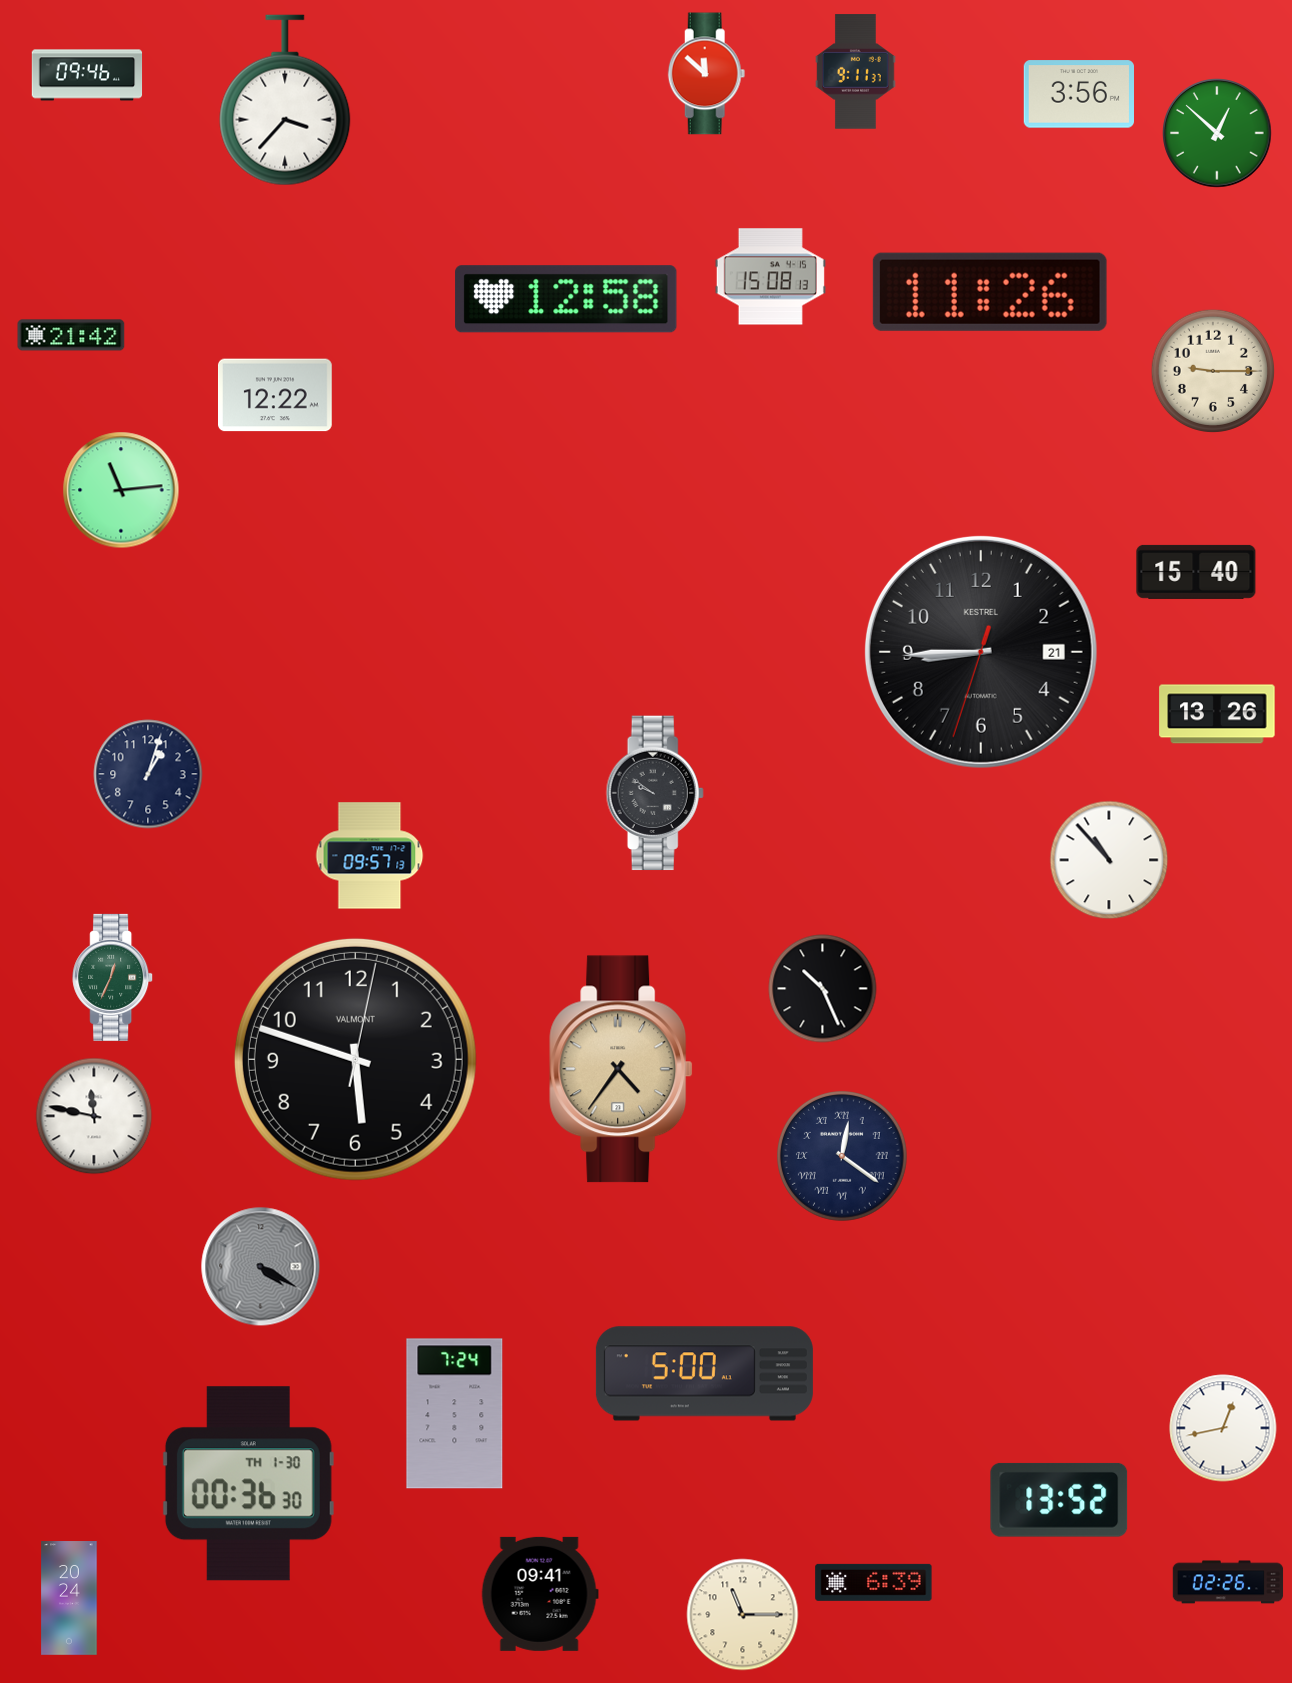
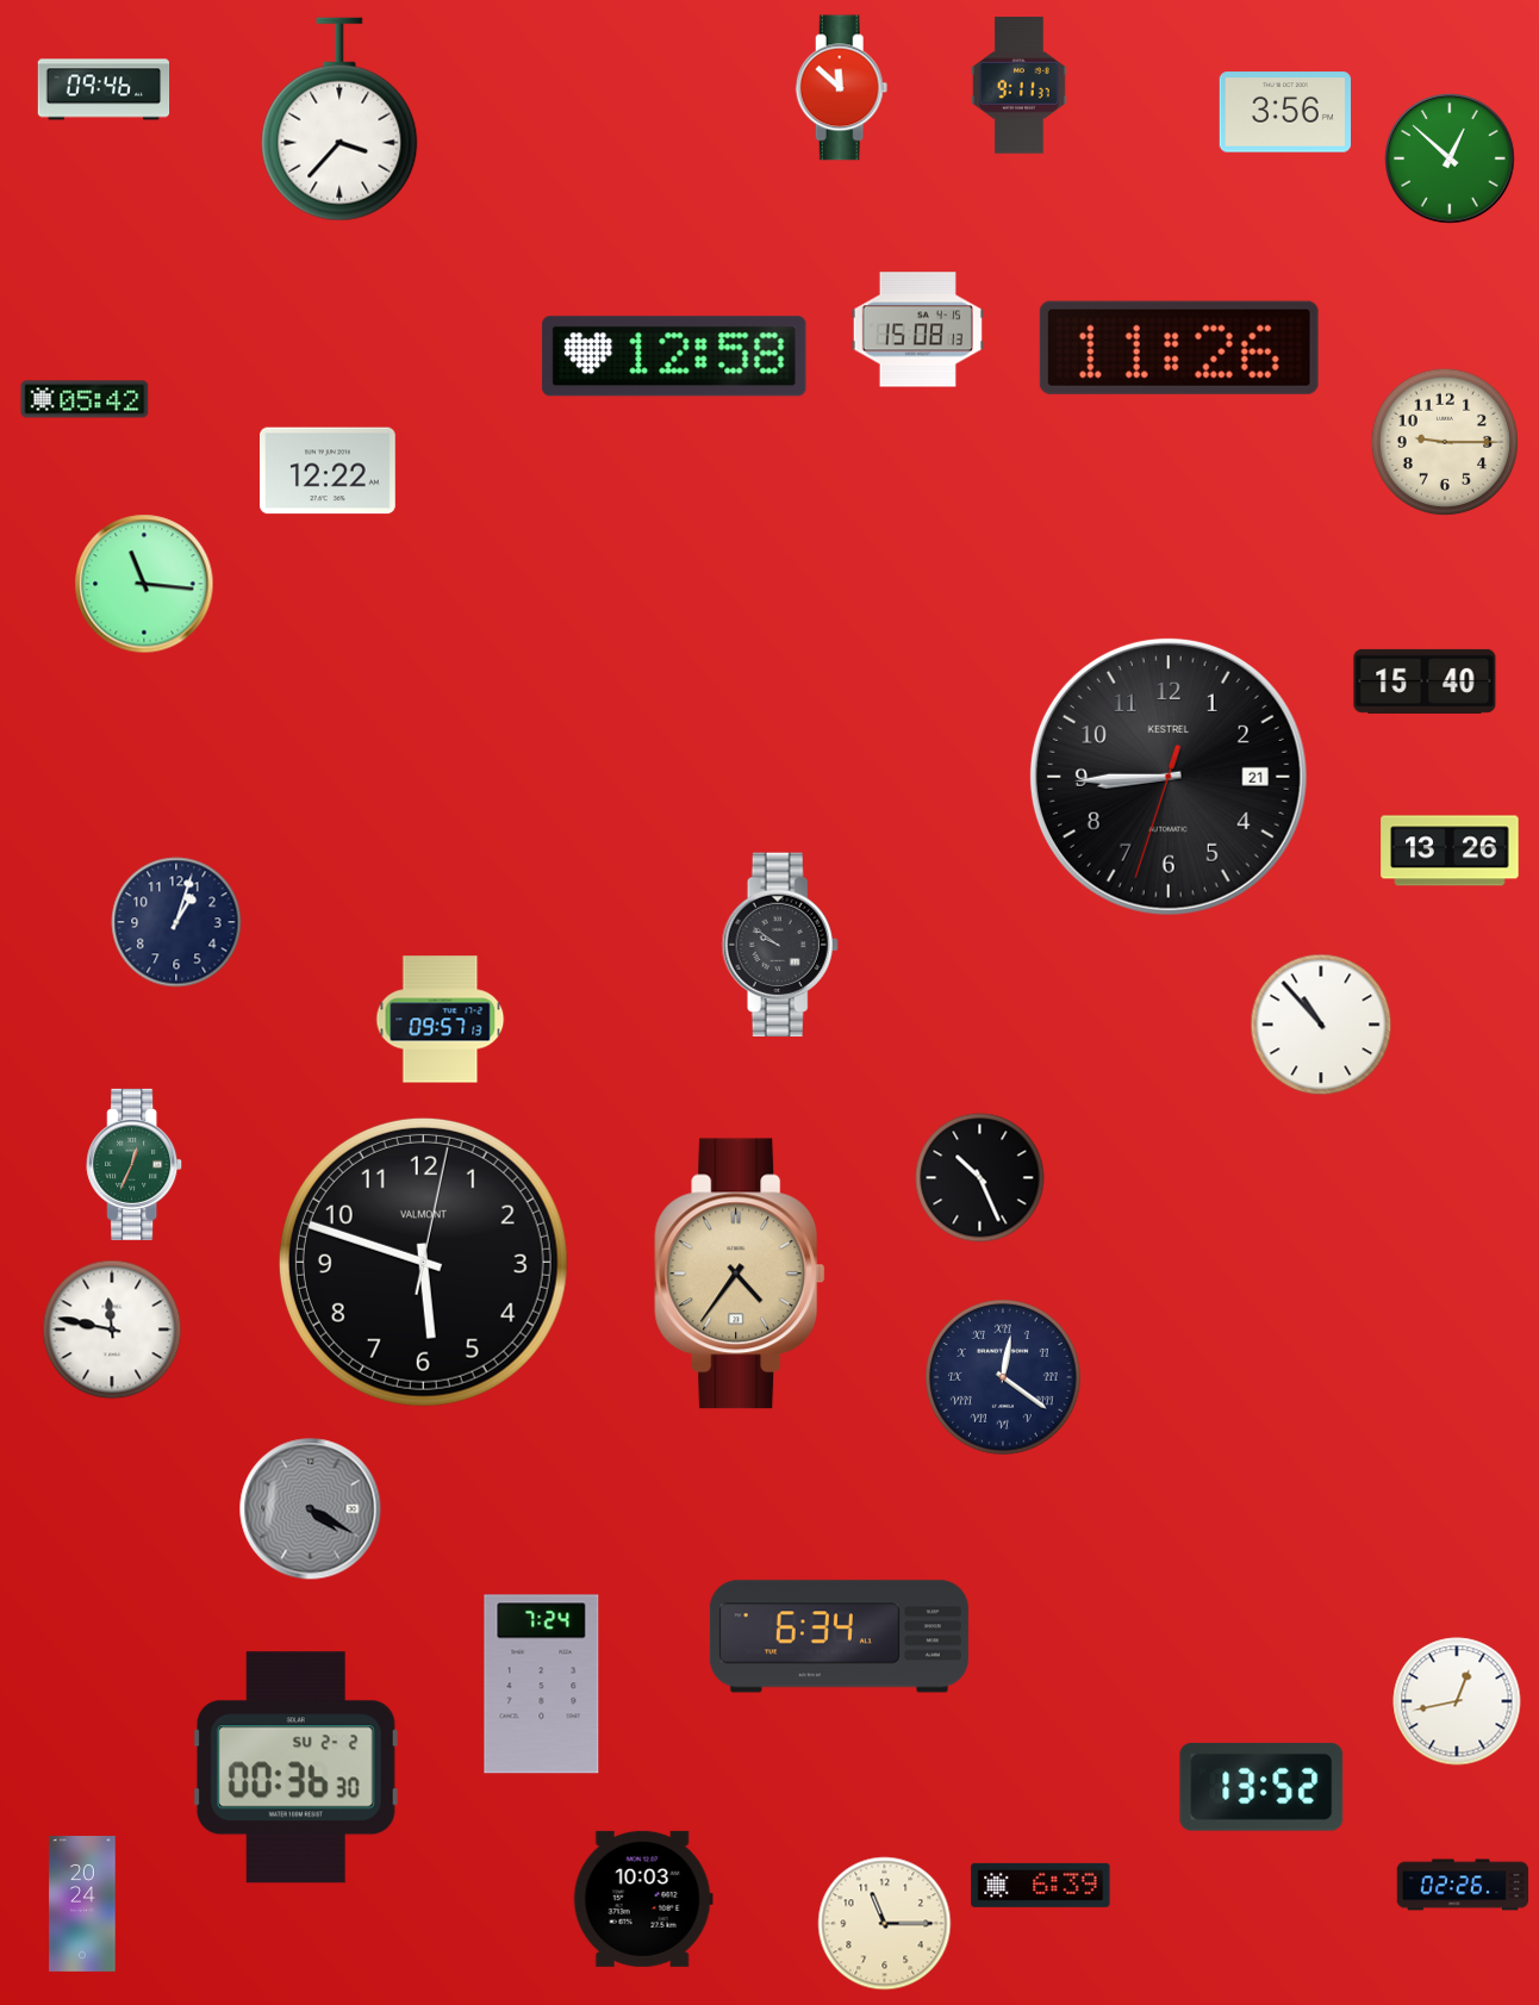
clock at (71, 335): 21:42 -> 05:42
clock at (121, 490): 11:14 -> 11:16
clock at (704, 1374): 5:00 -> 6:34
clock at (248, 1484) date: TH 1-30 -> SU 2-2
clock at (540, 1594): 09:41 -> 10:03
